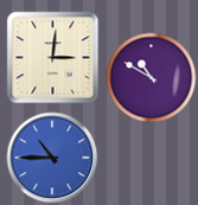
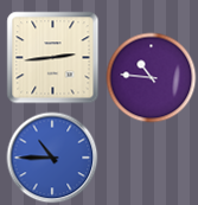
clock at (53, 58): 3:01 -> 2:44
clock at (152, 78): 10:50 -> 10:46
